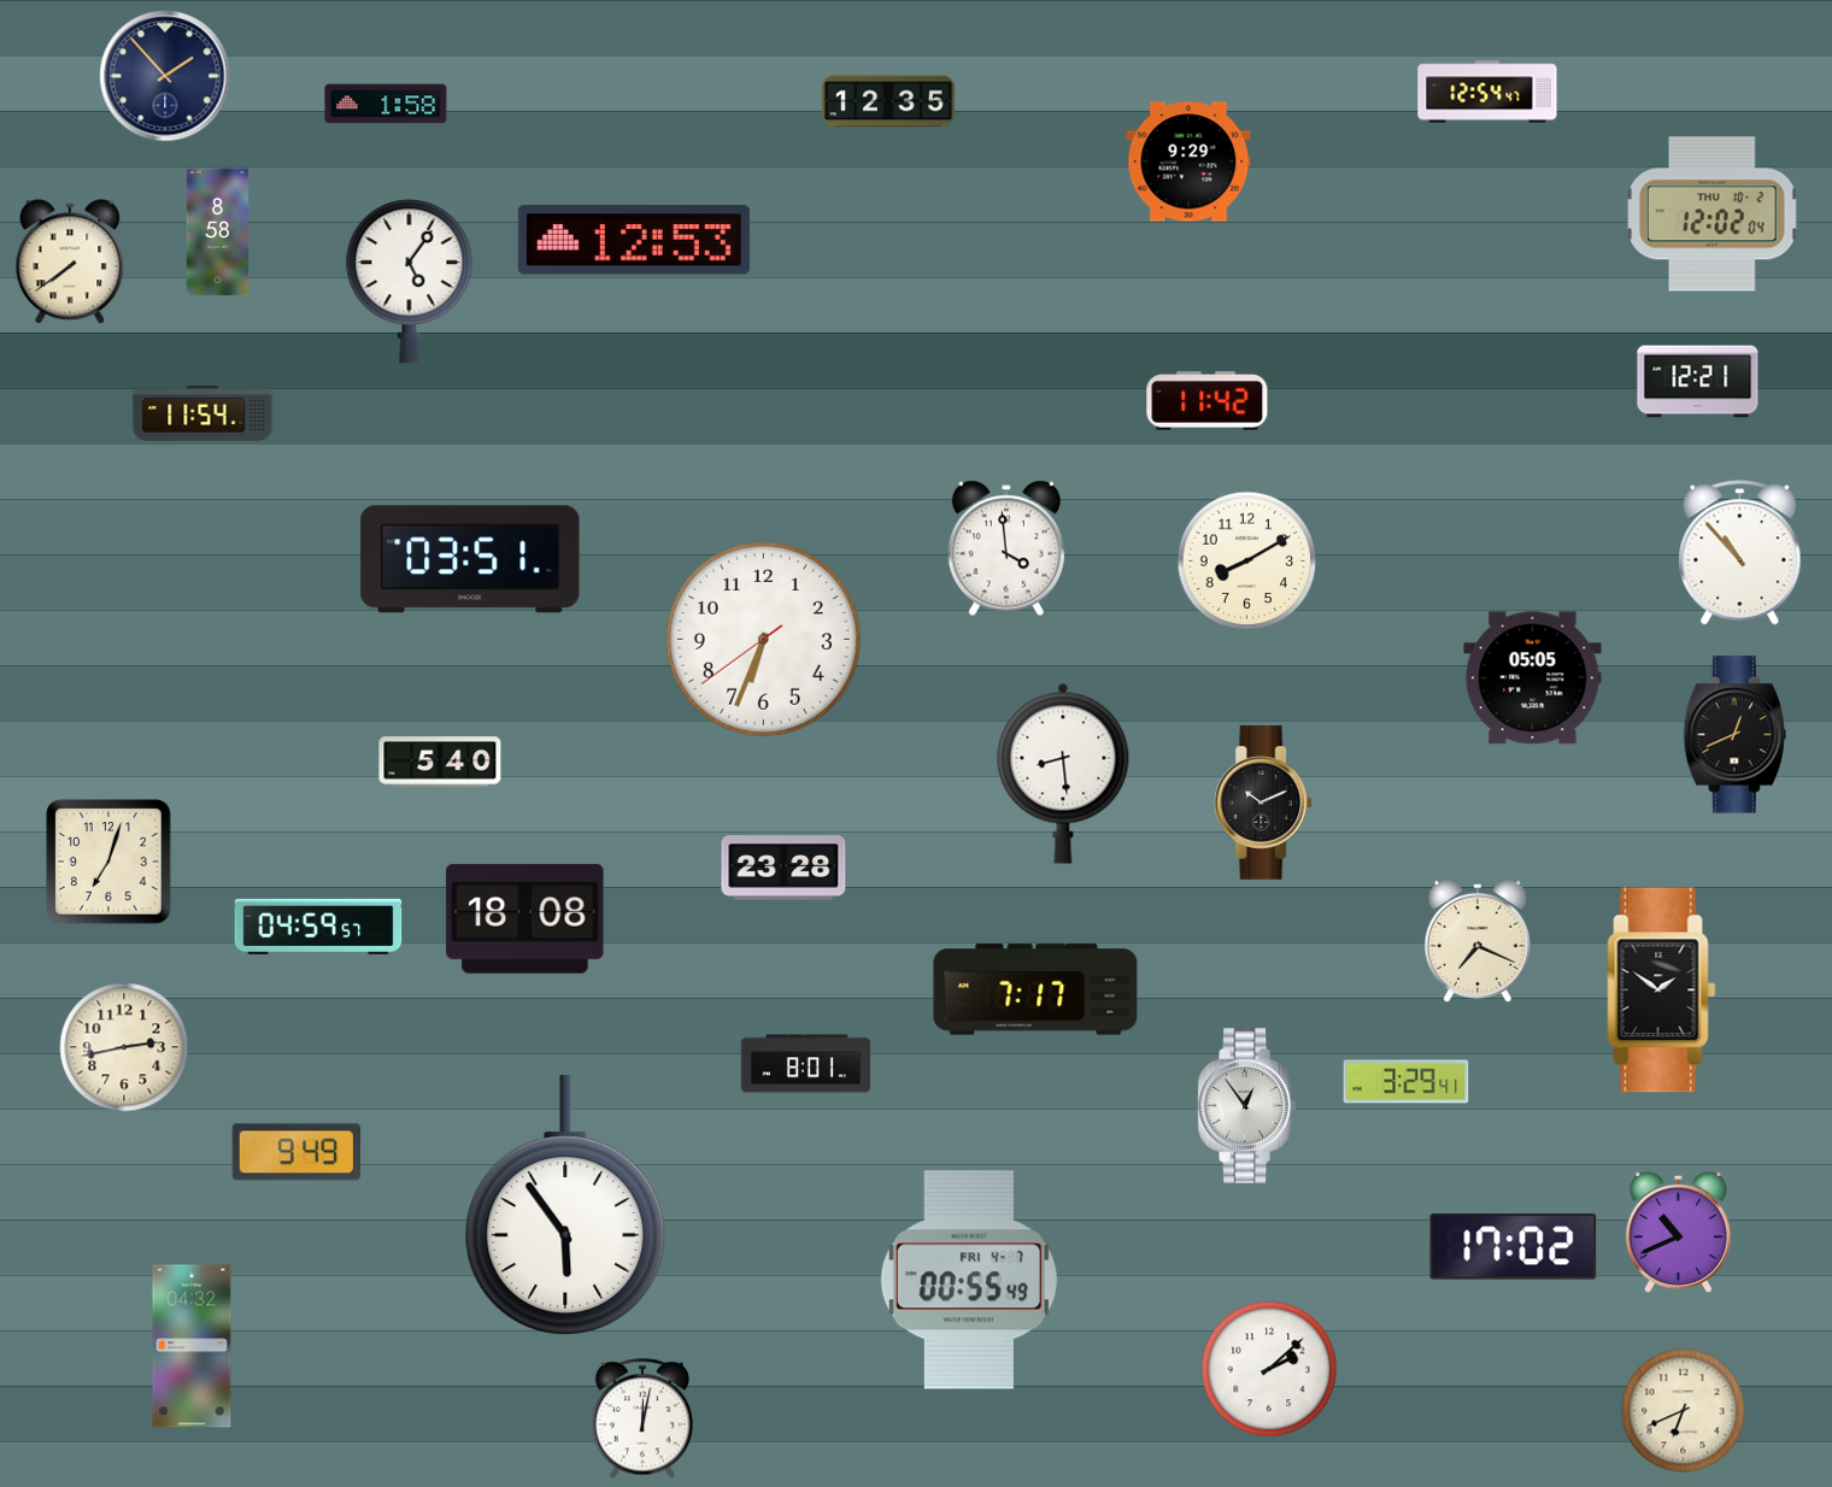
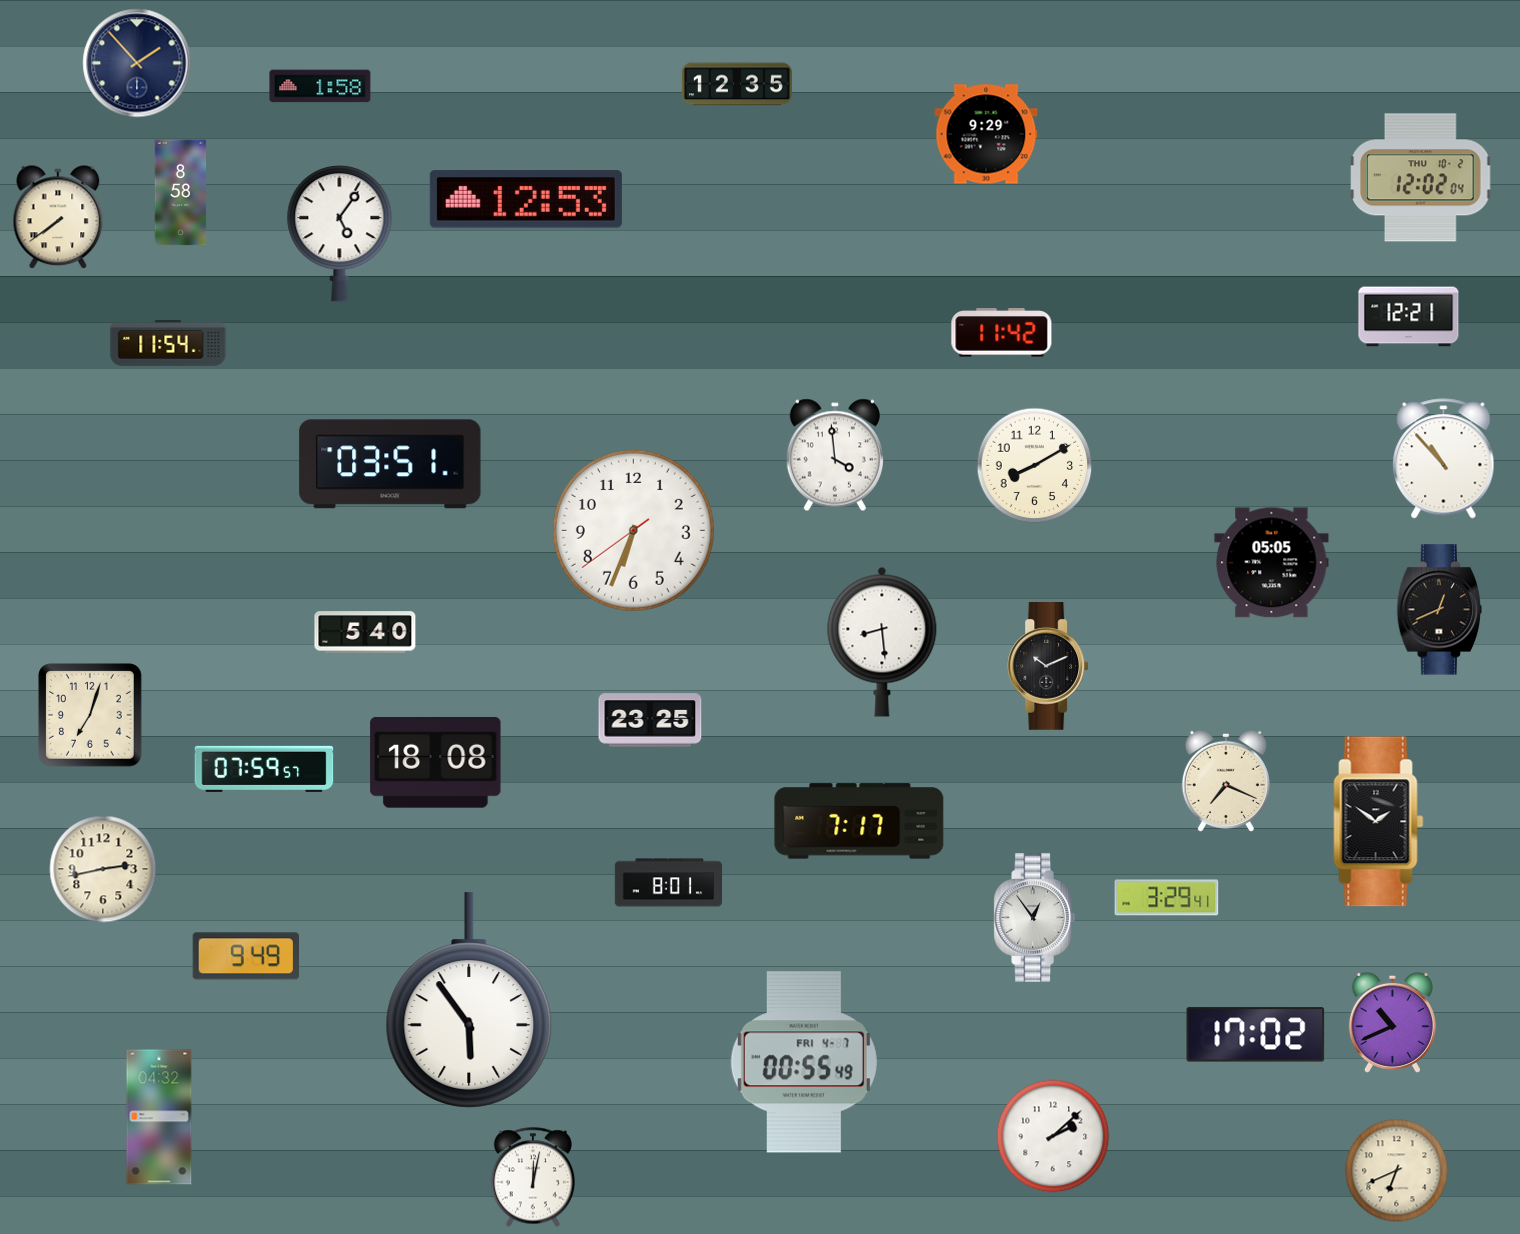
clock at (1487, 92): 12:54 -> none
clock at (783, 868): 23:28 -> 23:25
clock at (318, 927): 04:59 -> 07:59
